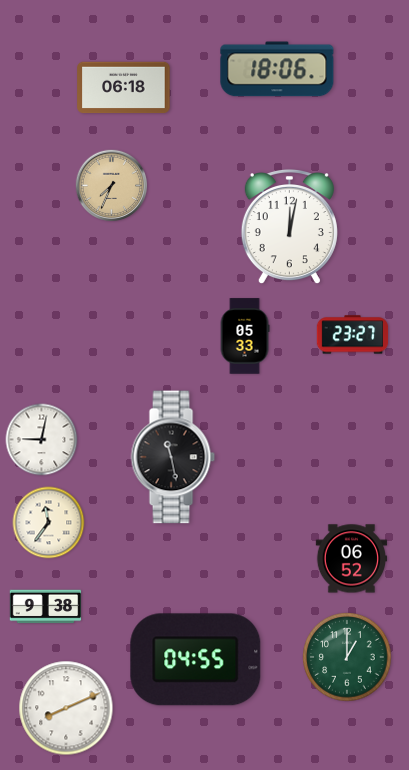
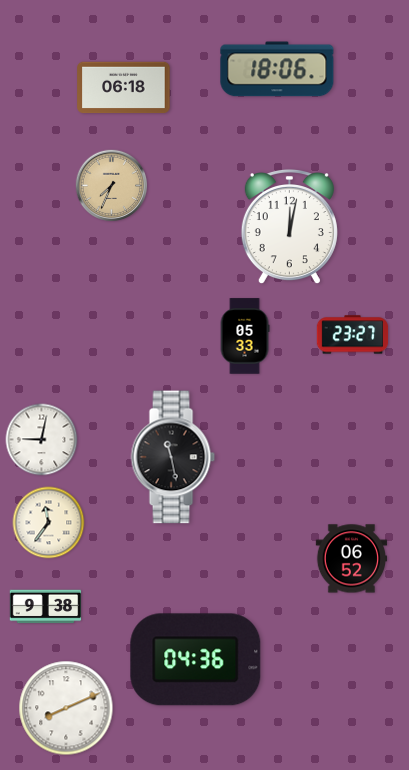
clock at (347, 657): 1:00 -> none
clock at (196, 660): 04:55 -> 04:36
